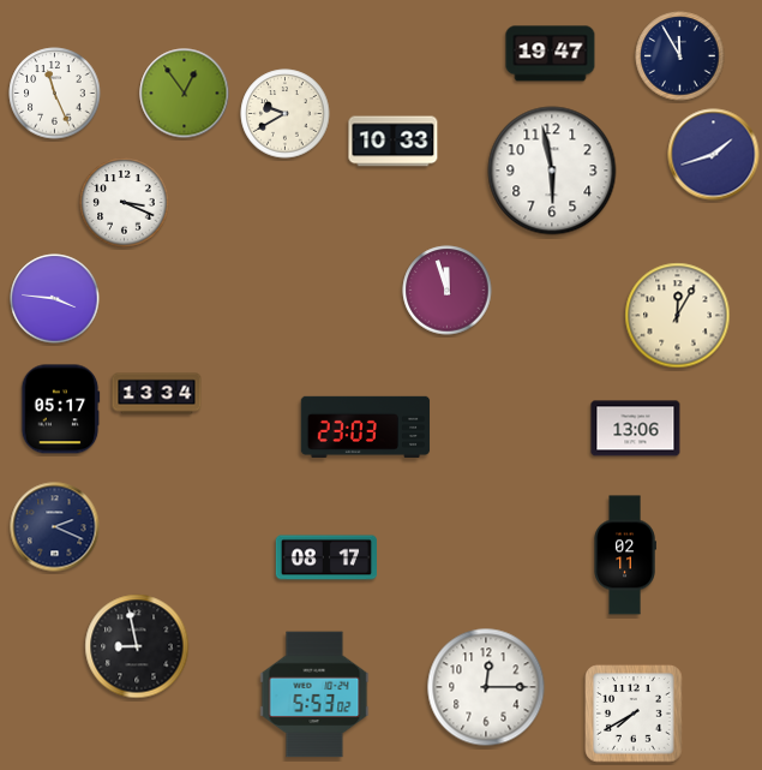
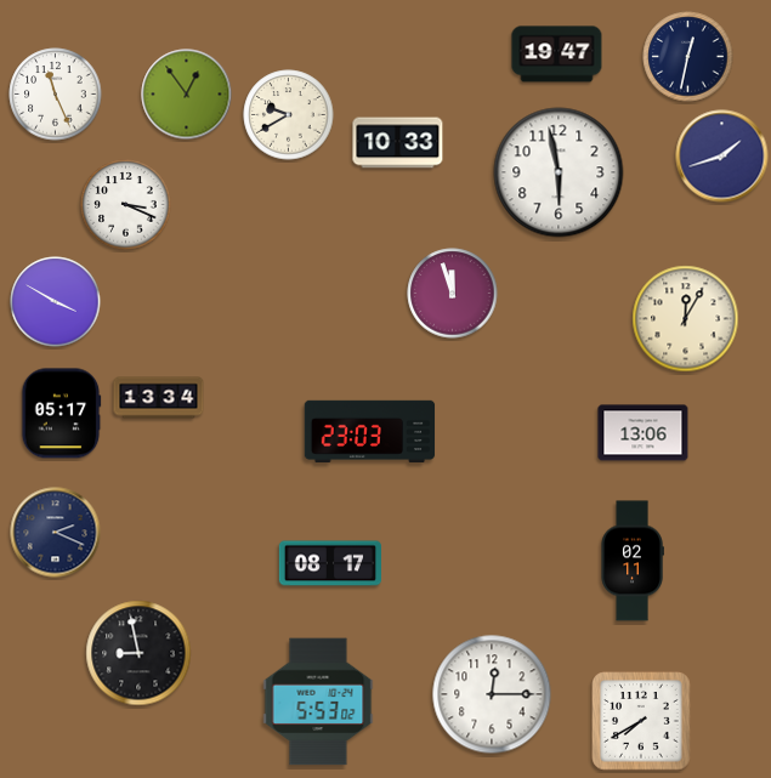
clock at (680, 56): 11:55 -> 12:32
clock at (55, 299): 3:46 -> 3:50
